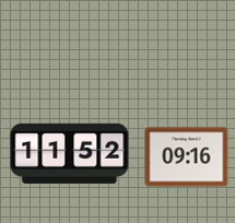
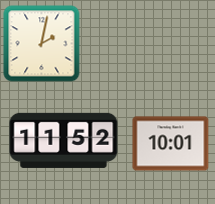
clock at (42, 44): none -> 2:02
clock at (187, 157): 09:16 -> 10:01
